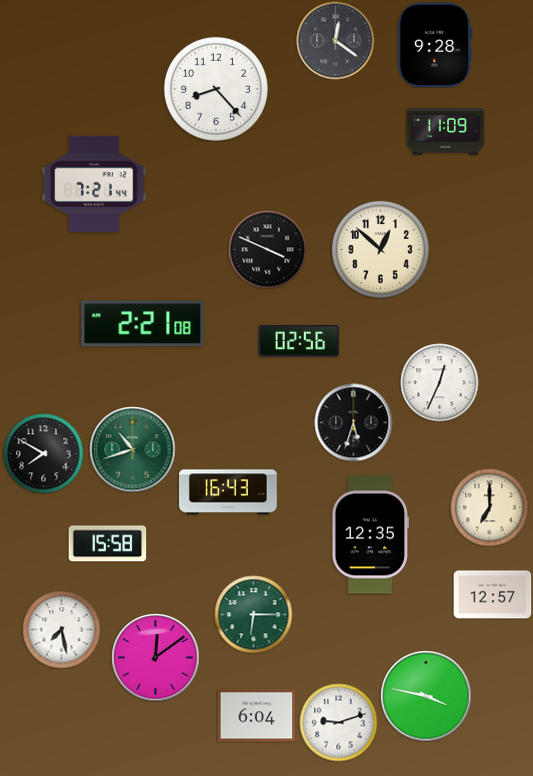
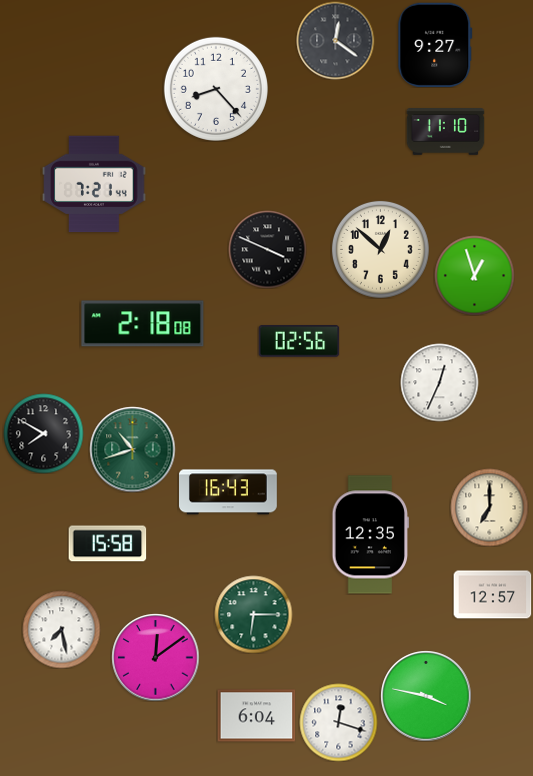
clock at (435, 44): 9:28 -> 9:27
clock at (445, 132): 11:09 -> 11:10
clock at (474, 275): none -> 12:57
clock at (143, 324): 2:21 -> 2:18
clock at (353, 422): 5:33 -> none
clock at (43, 453) position: (43, 453) -> (43, 433)
clock at (338, 722): 9:12 -> 12:18
